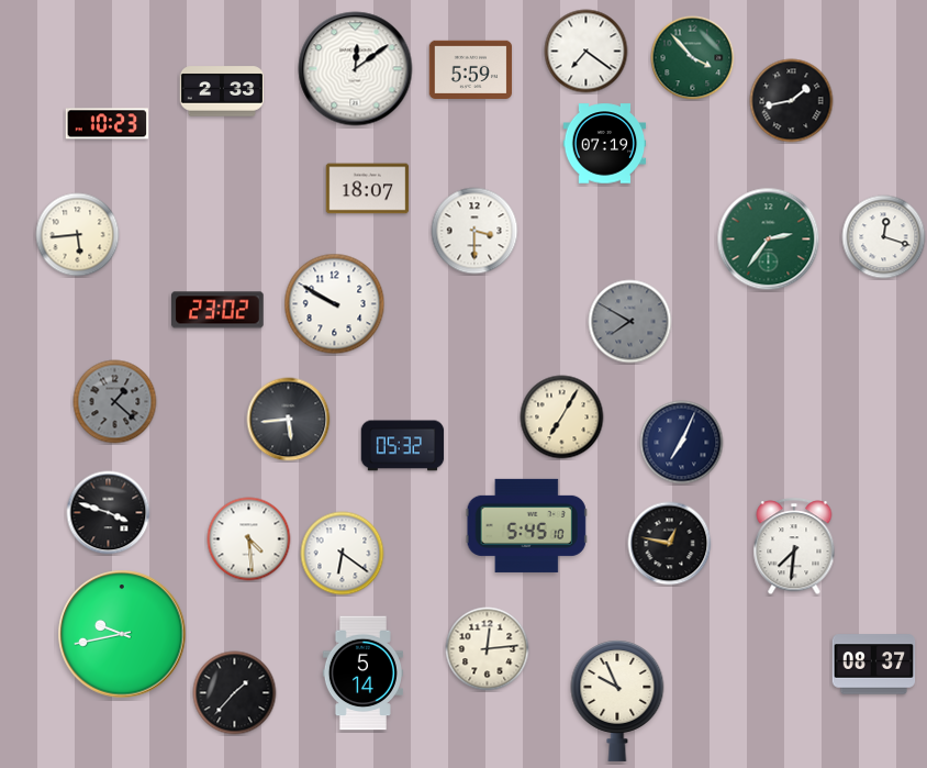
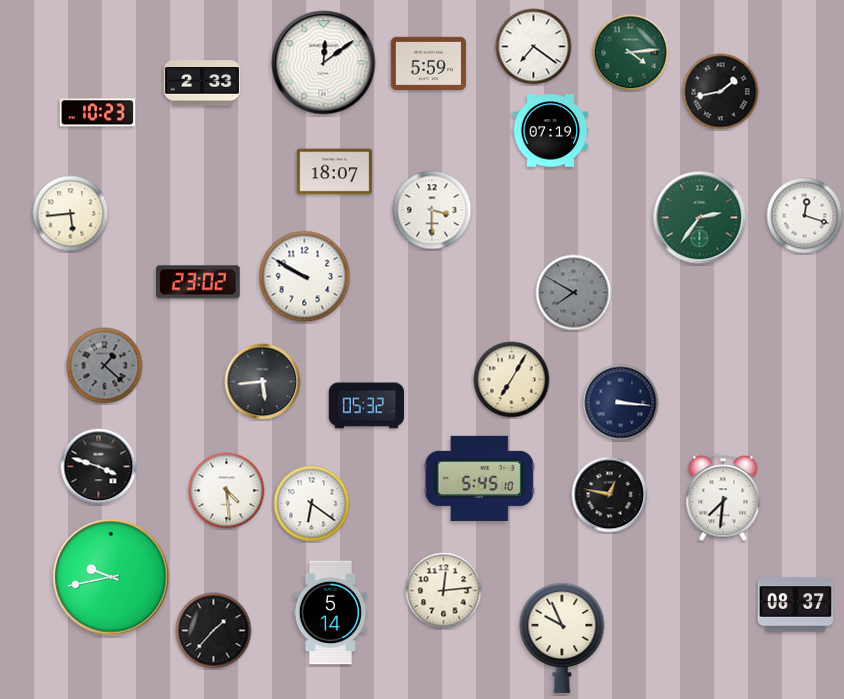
clock at (693, 58): 3:53 -> 4:14
clock at (682, 443): 7:04 -> 3:16
